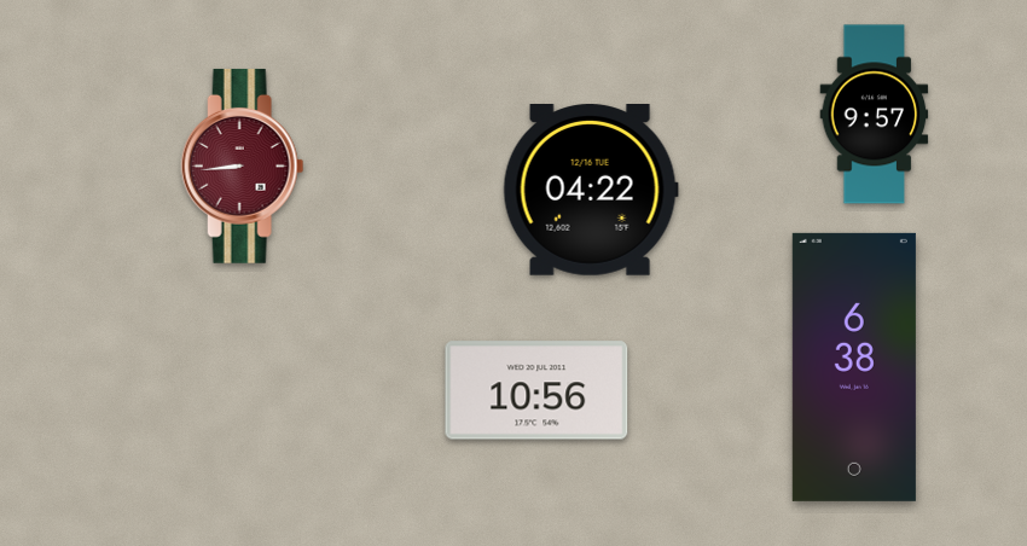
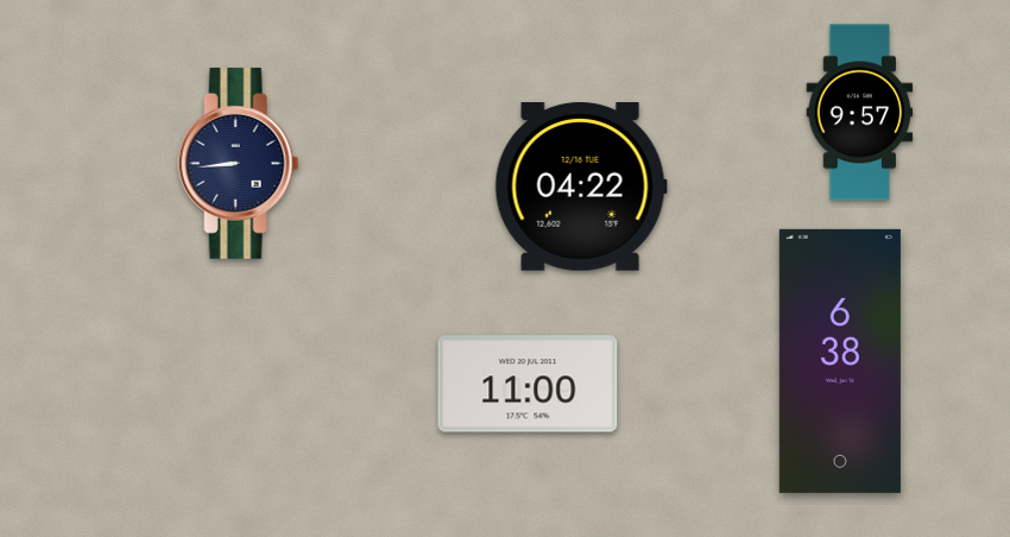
clock at (243, 165) dial: burgundy -> navy
clock at (536, 390): 10:56 -> 11:00
